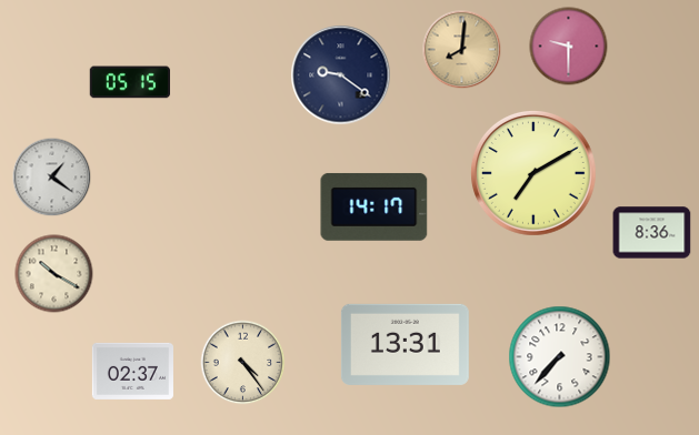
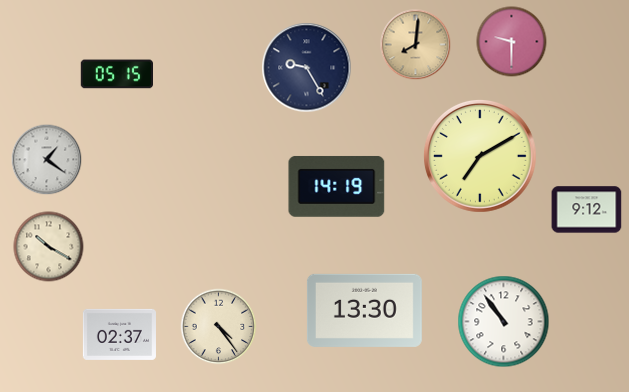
clock at (341, 75): 9:21 -> 9:25
clock at (375, 206): 14:17 -> 14:19
clock at (652, 233): 8:36 -> 9:12
clock at (405, 344): 13:31 -> 13:30
clock at (560, 357): 7:37 -> 10:54
